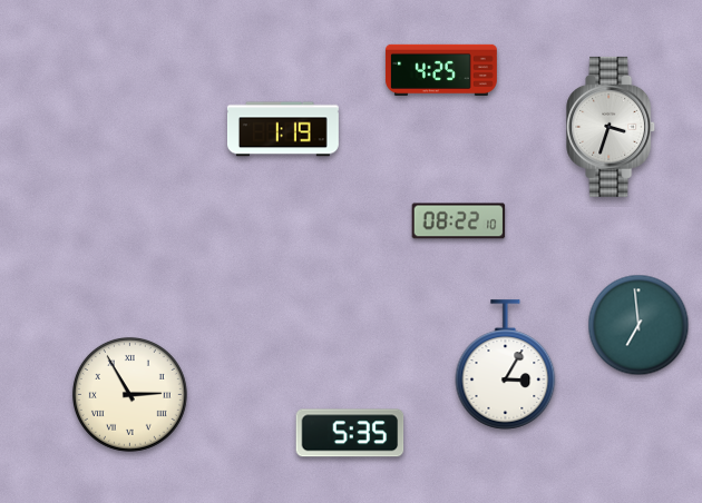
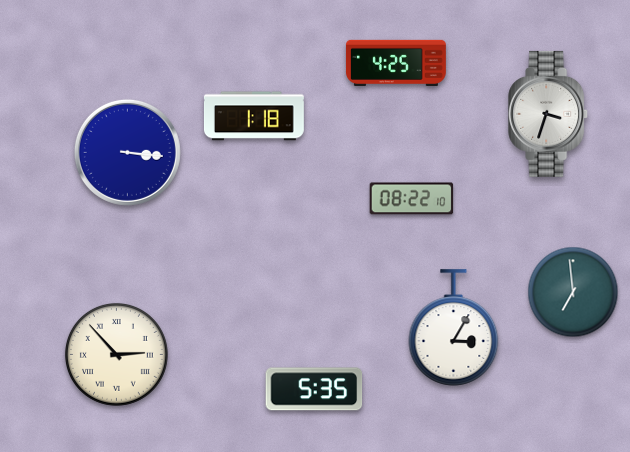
clock at (283, 129): 1:19 -> 1:18
clock at (127, 152): none -> 3:16
clock at (129, 394): 2:55 -> 2:53
